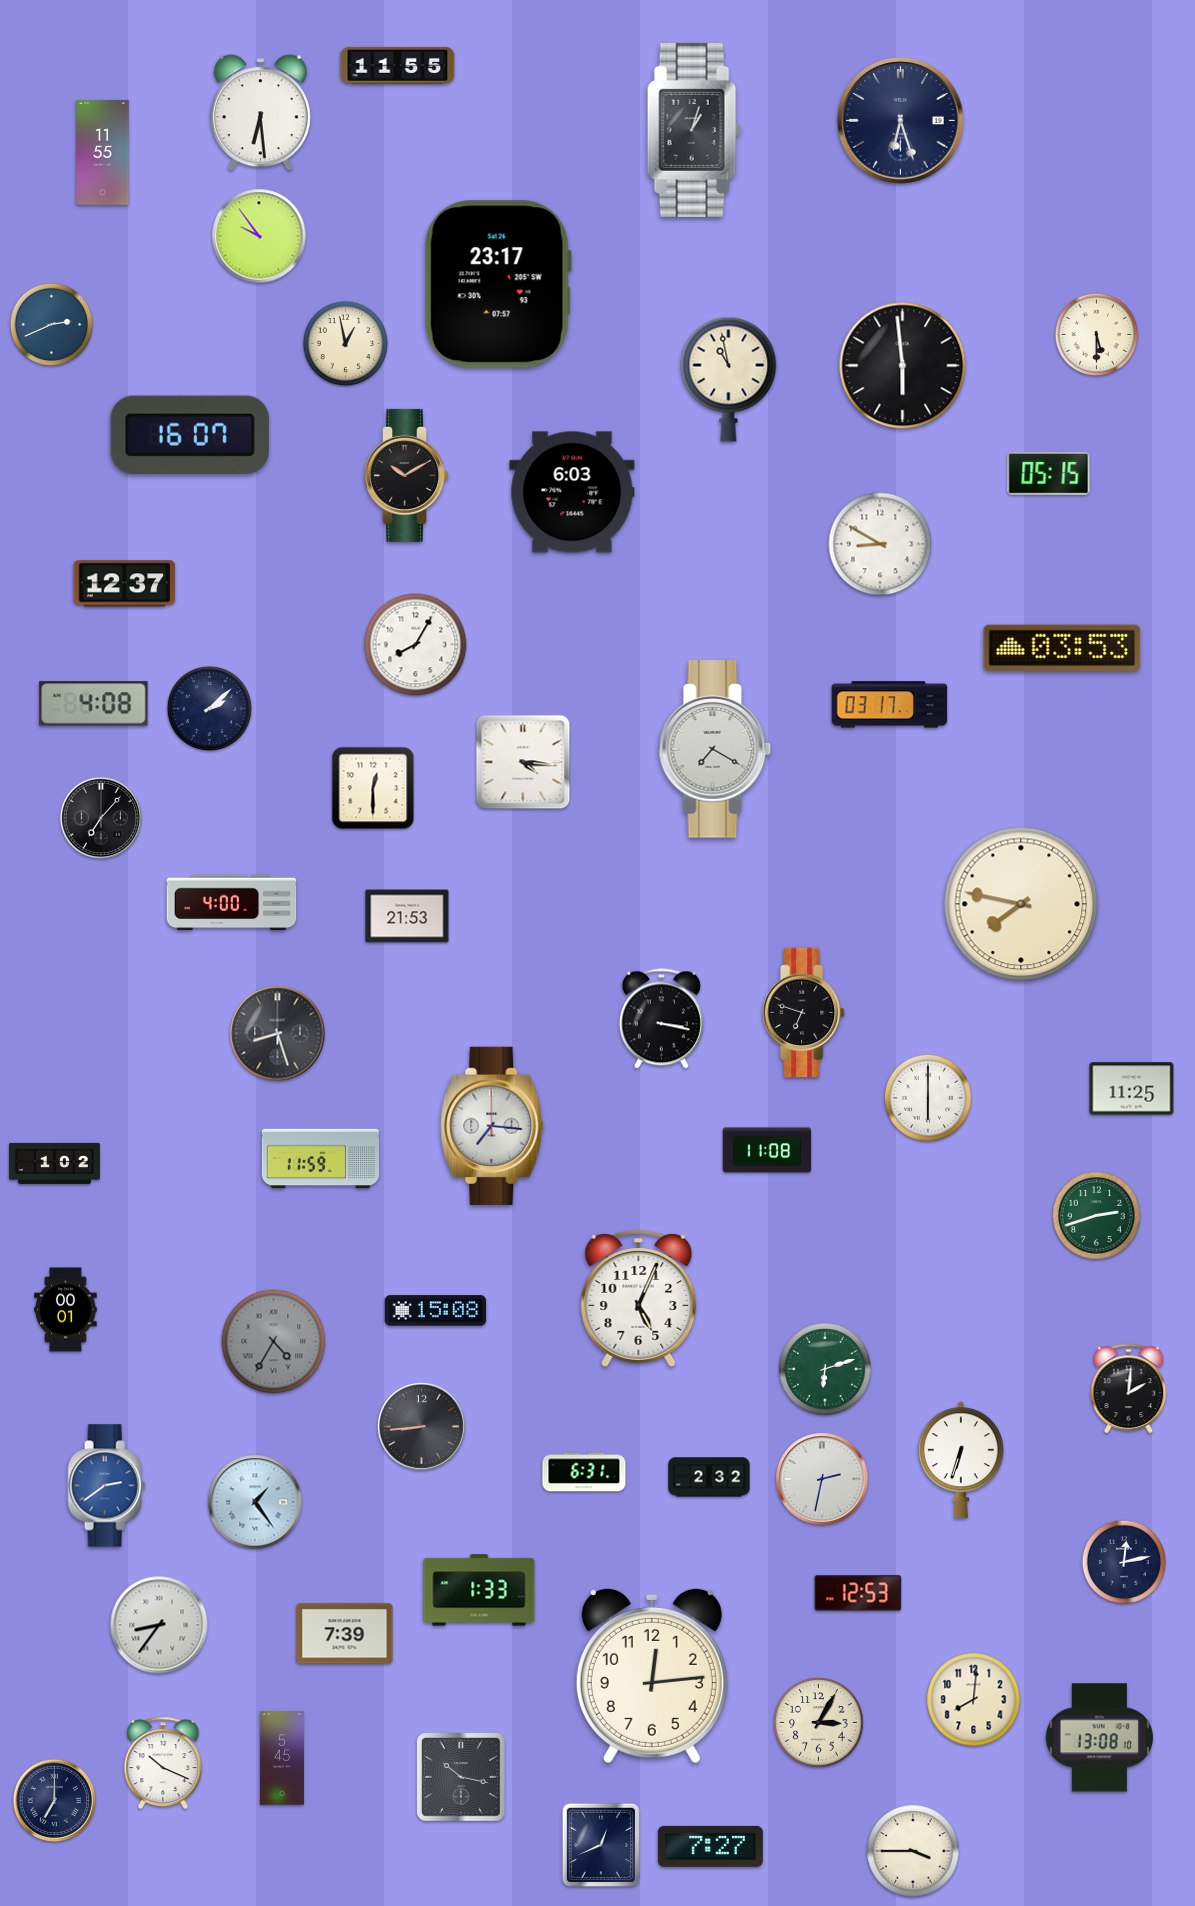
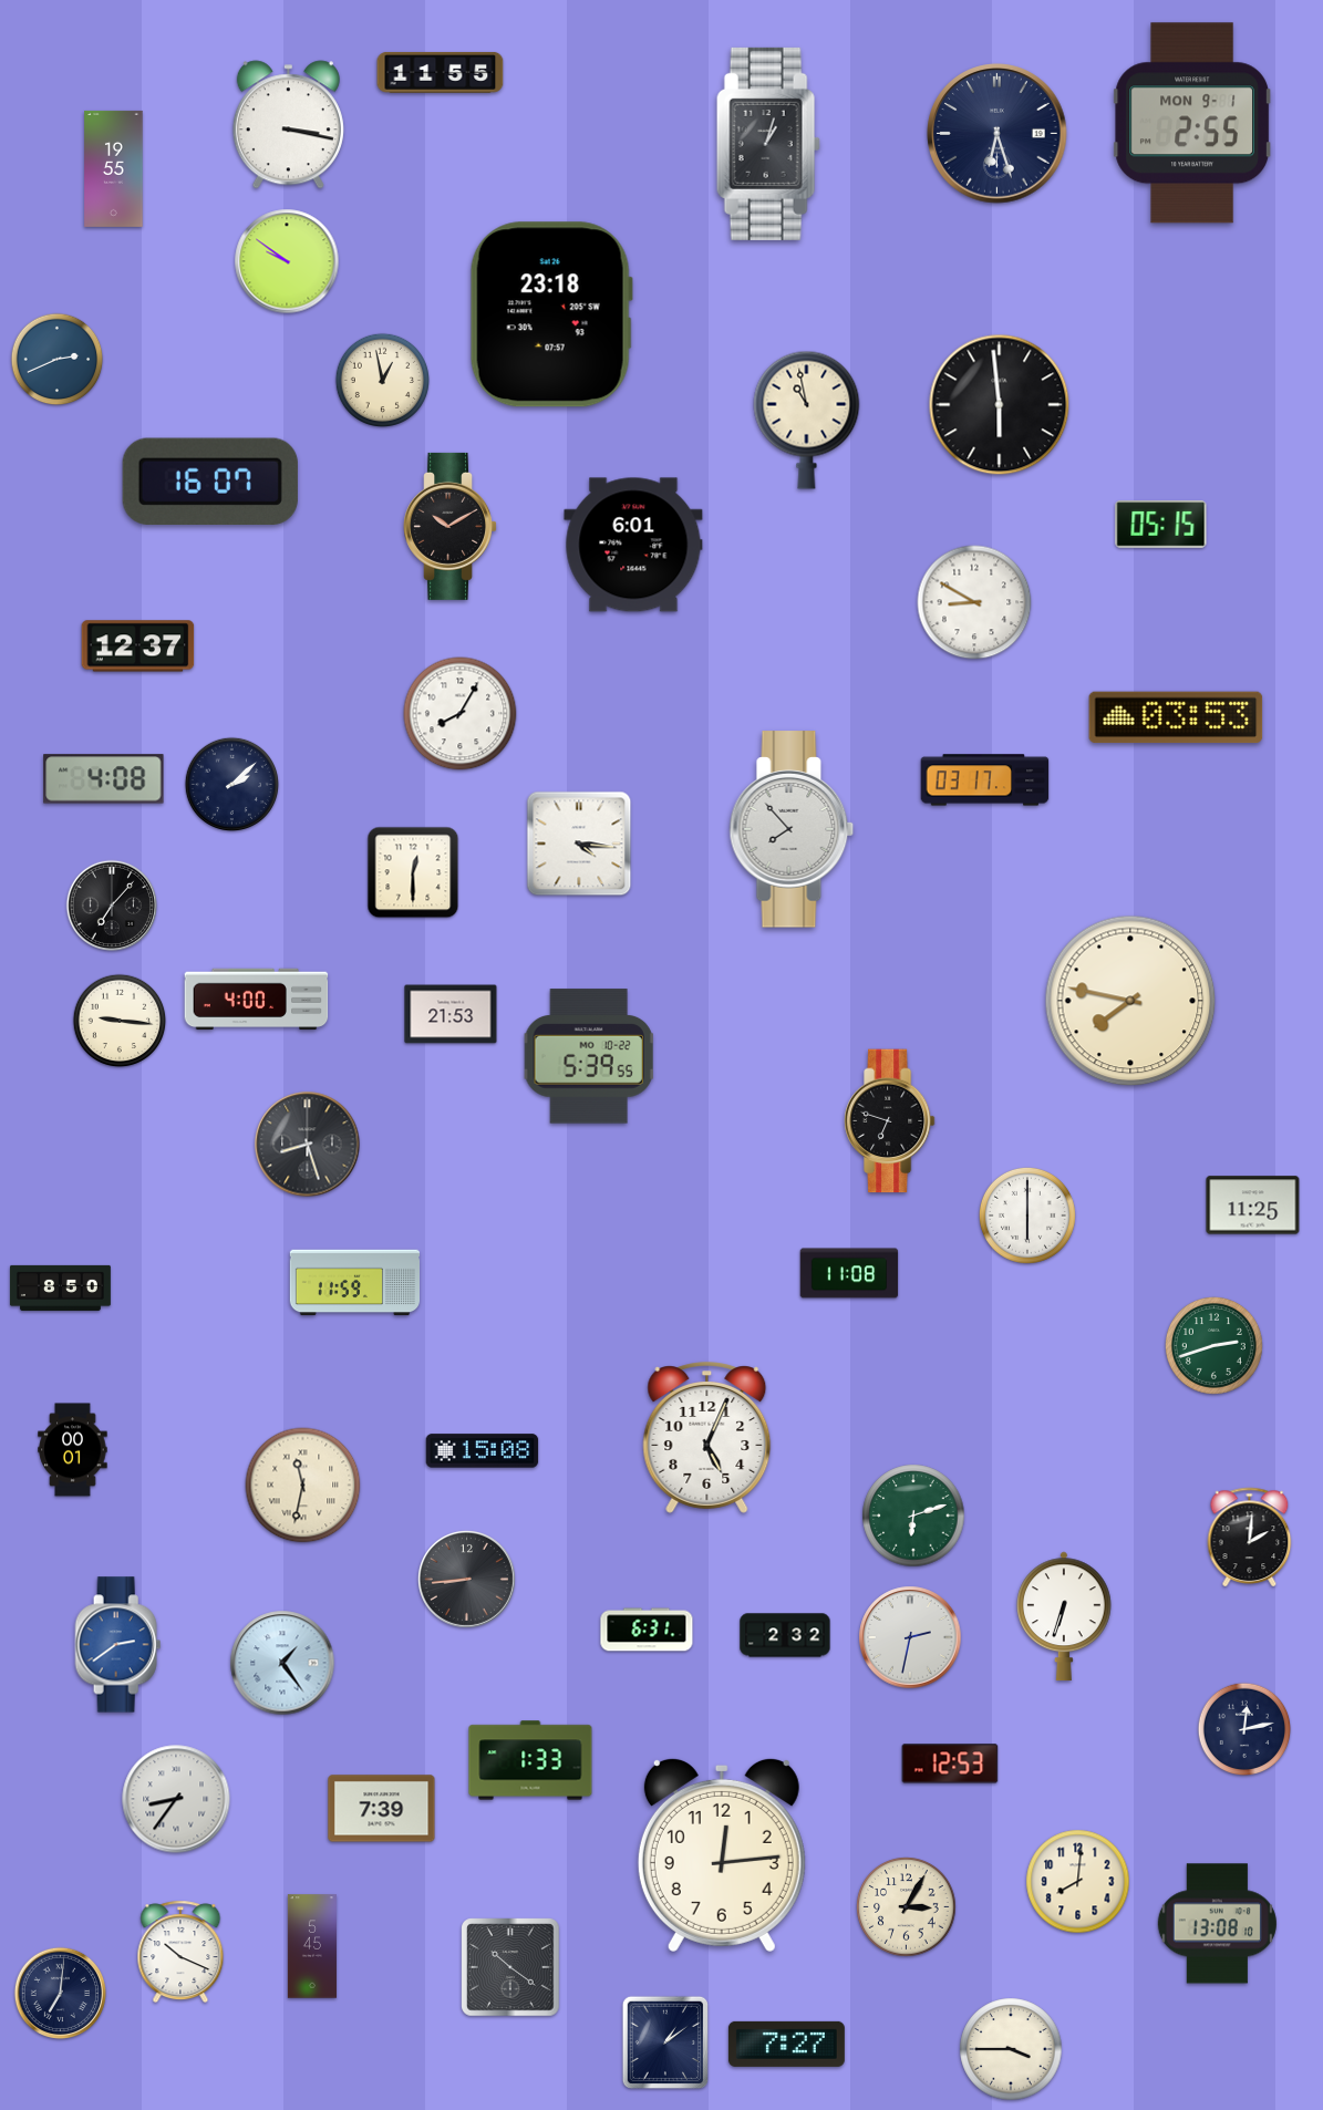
clock at (1192, 123): none -> 2:55
clock at (260, 113): 6:29 -> 3:17
clock at (103, 152): 11:55 -> 19:55
clock at (259, 236): 9:54 -> 9:51
clock at (498, 284): 23:17 -> 23:18
clock at (1097, 335): 5:30 -> none
clock at (572, 492): 6:03 -> 6:01
clock at (715, 749): 7:20 -> 7:53
clock at (120, 1021): none -> 9:16
clock at (589, 1056): none -> 5:39
clock at (661, 1019): 3:17 -> none
clock at (492, 1126): 7:16 -> none
clock at (54, 1163): 1:02 -> 8:50
clock at (274, 1342): 4:35 -> 11:32
clock at (274, 1342) dial: grey -> cream
clock at (461, 1777): 10:17 -> 10:21
clock at (54, 1800): 7:00 -> 7:01
clock at (600, 1844): 12:41 -> 1:09
